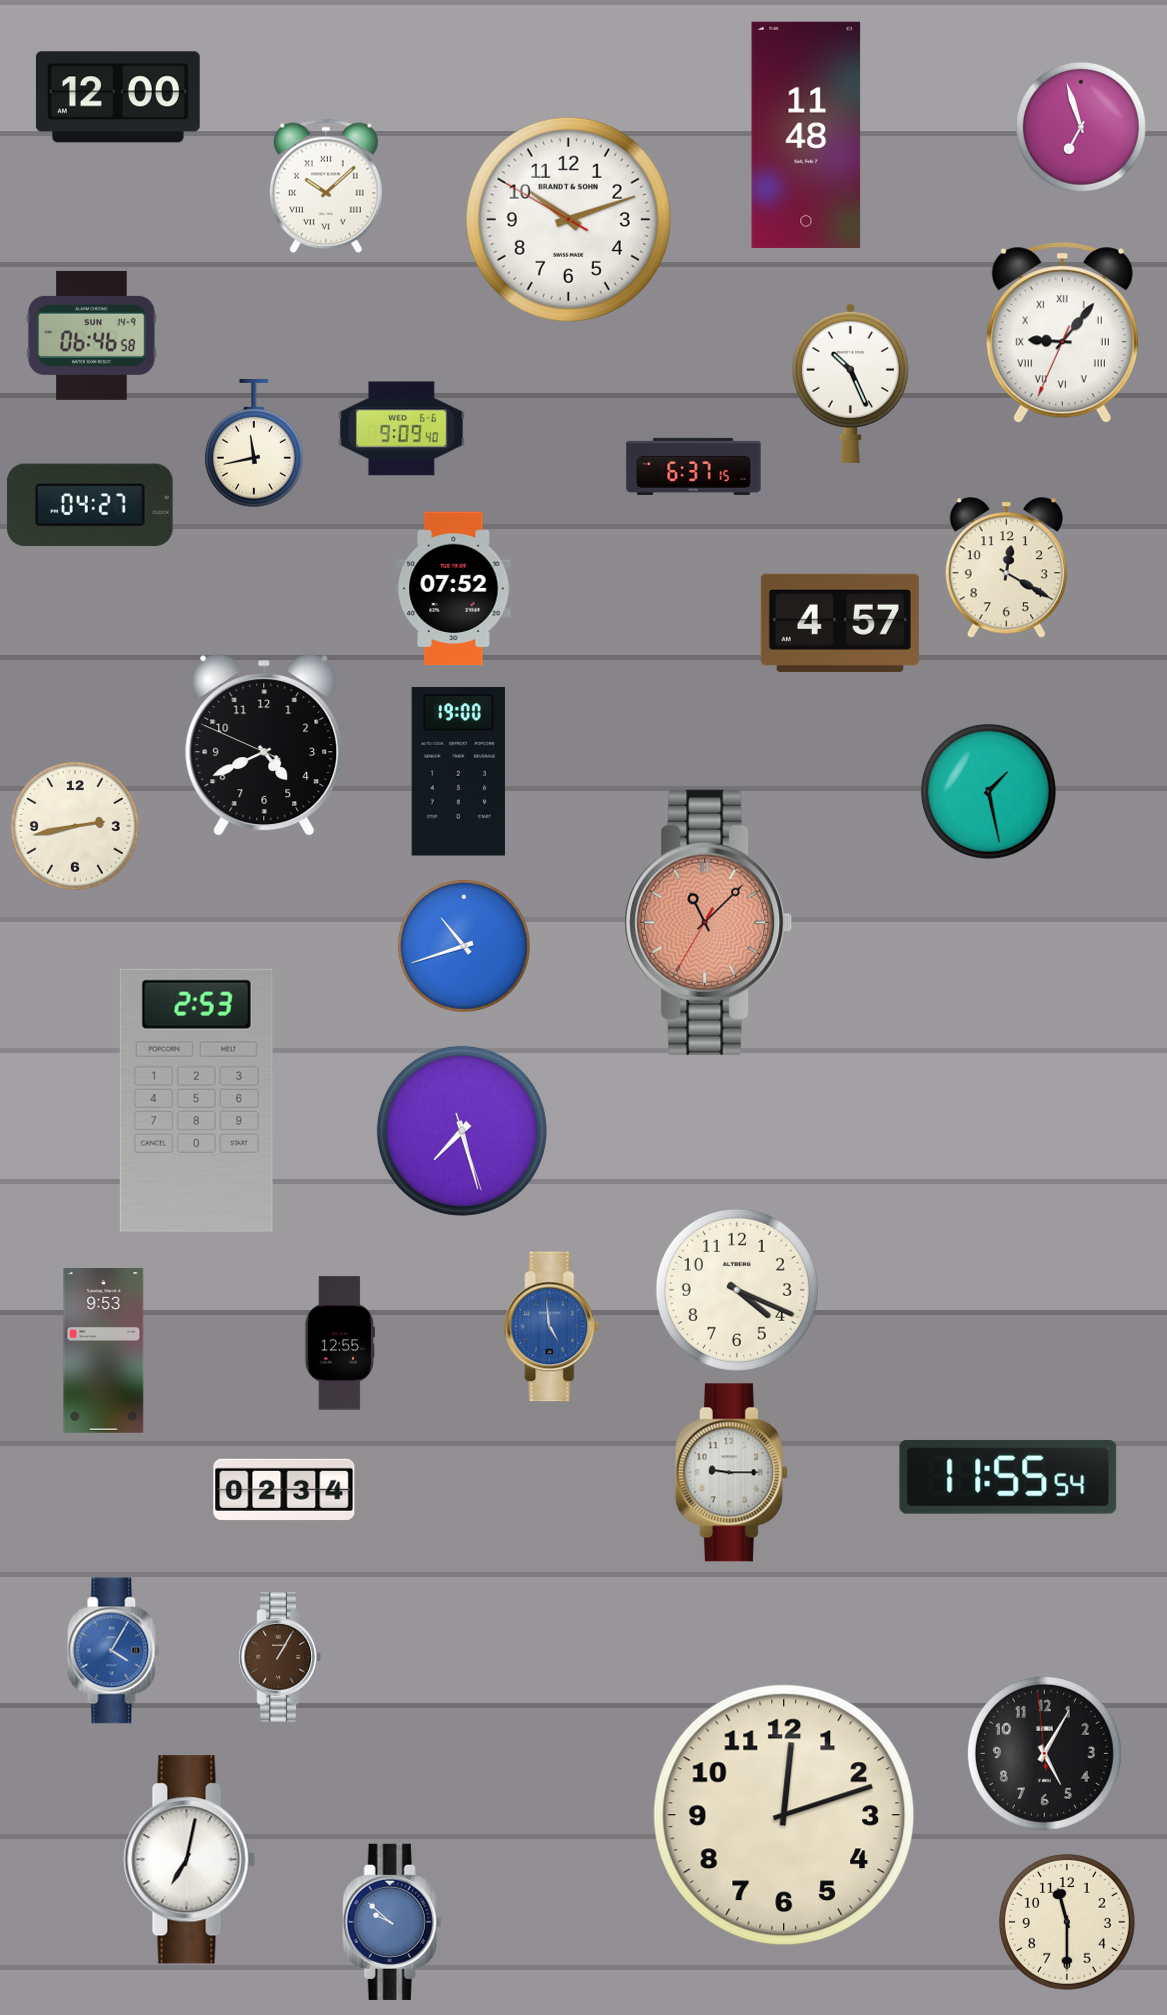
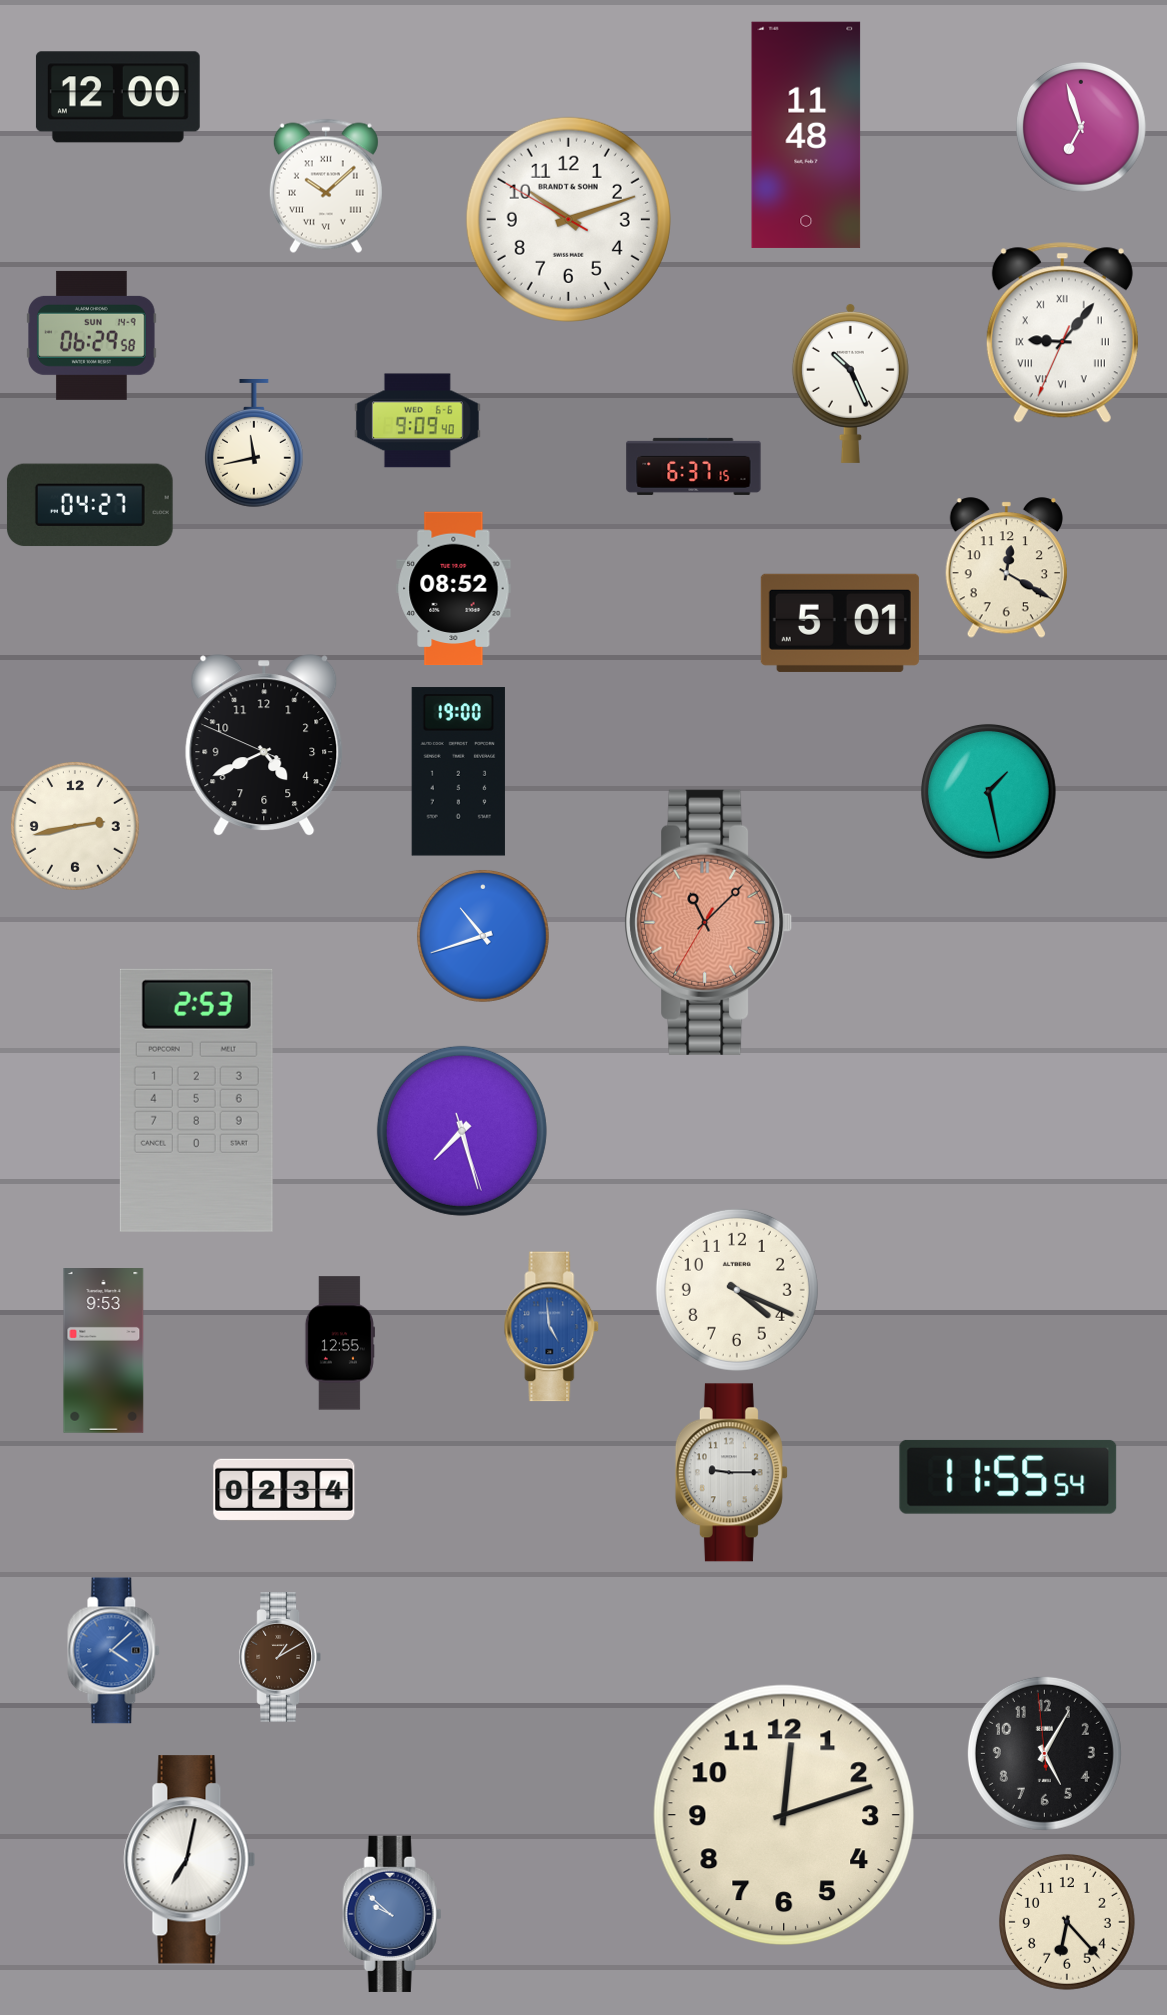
clock at (92, 335): 06:46 -> 06:29
clock at (401, 429) position: (401, 429) -> (417, 421)
clock at (454, 589): 07:52 -> 08:52
clock at (840, 623): 4:57 -> 5:01
clock at (464, 946) position: (464, 946) -> (483, 936)
clock at (114, 1651): 4:05 -> 4:08
clock at (279, 1657): 1:05 -> 1:10
clock at (392, 1922) position: (392, 1922) -> (392, 1914)
clock at (1067, 1922): 11:30 -> 6:23
